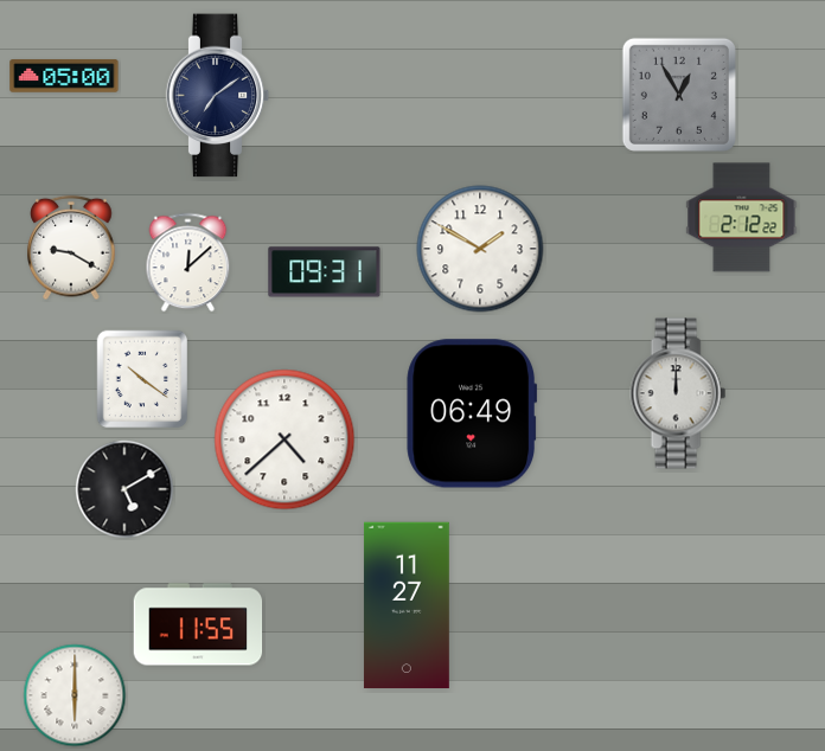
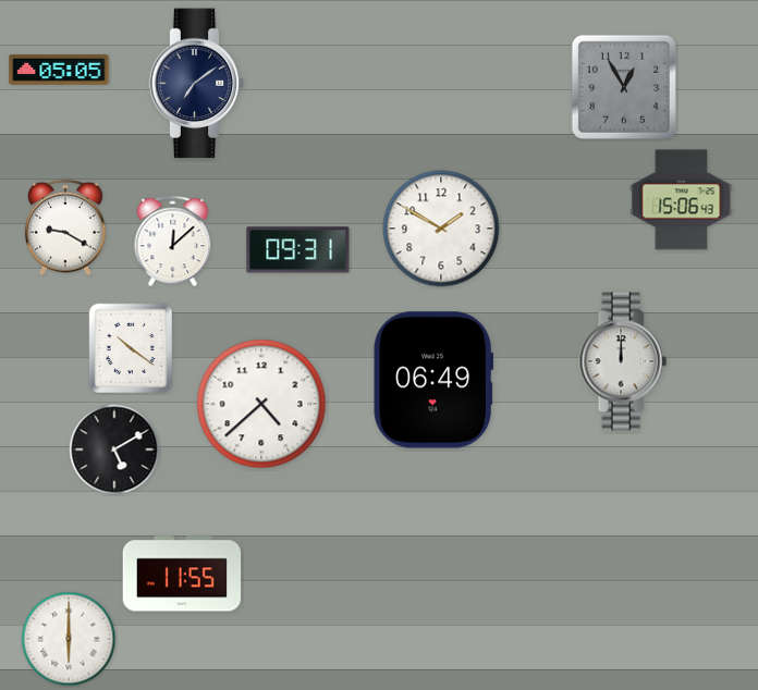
clock at (64, 76): 05:00 -> 05:05
clock at (218, 96) position: (218, 96) -> (197, 84)
clock at (742, 218): 2:12 -> 15:06
clock at (407, 605): 11:27 -> none
